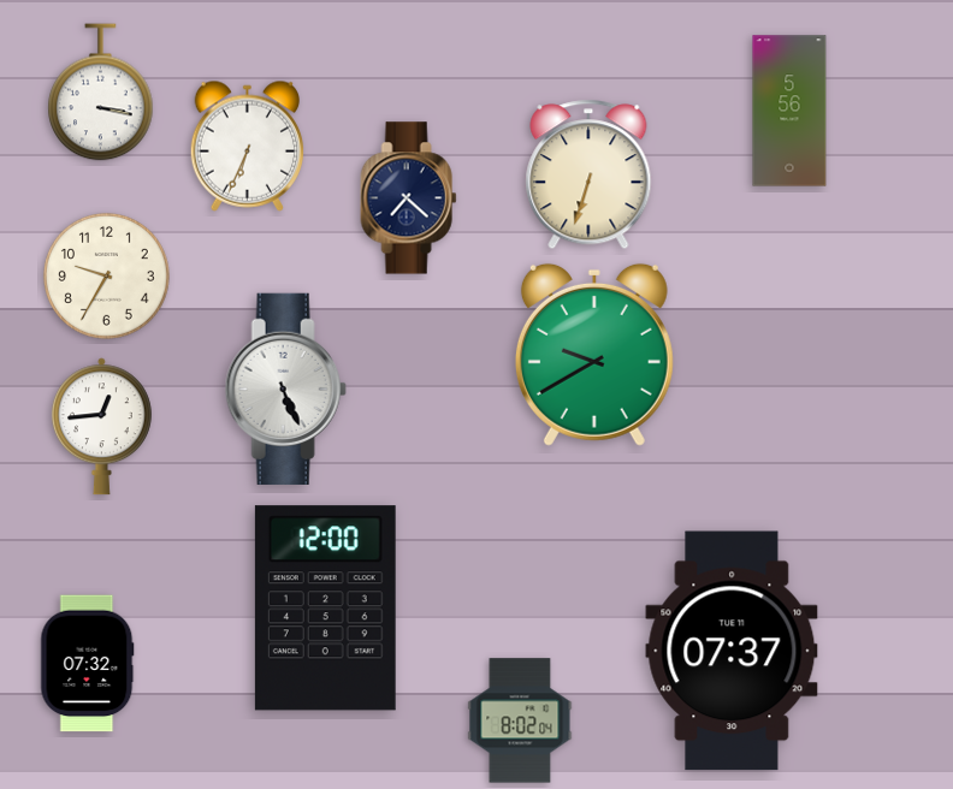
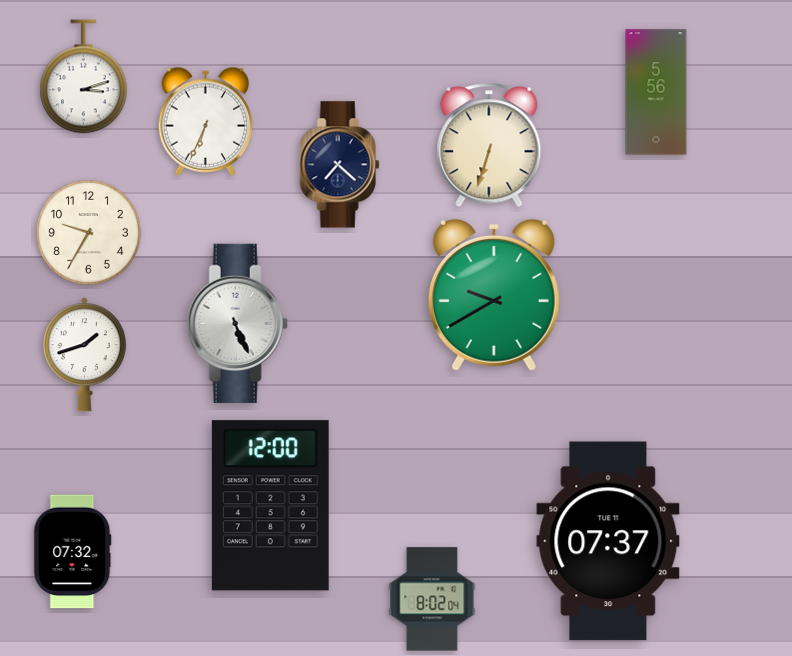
clock at (101, 93): 3:17 -> 3:12
clock at (106, 275) position: (106, 275) -> (88, 232)
clock at (101, 427): 12:44 -> 1:42
